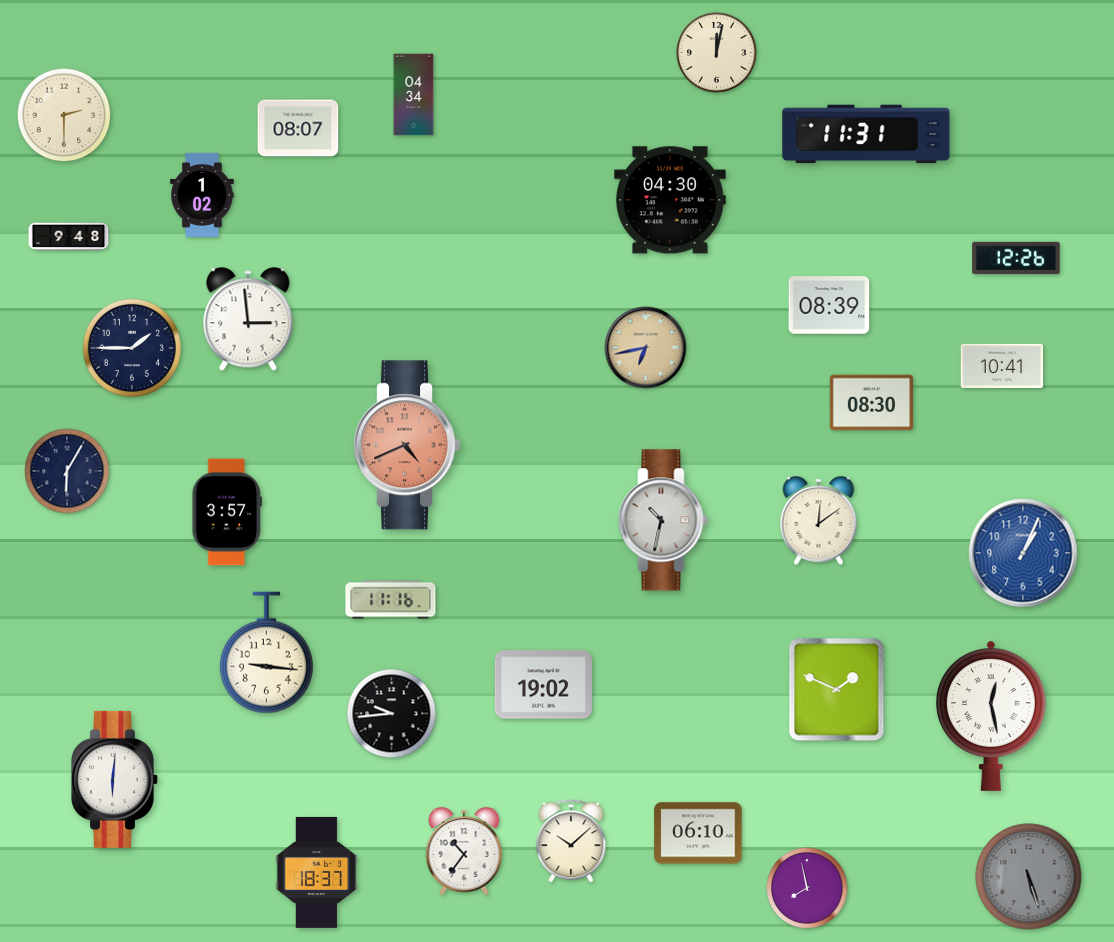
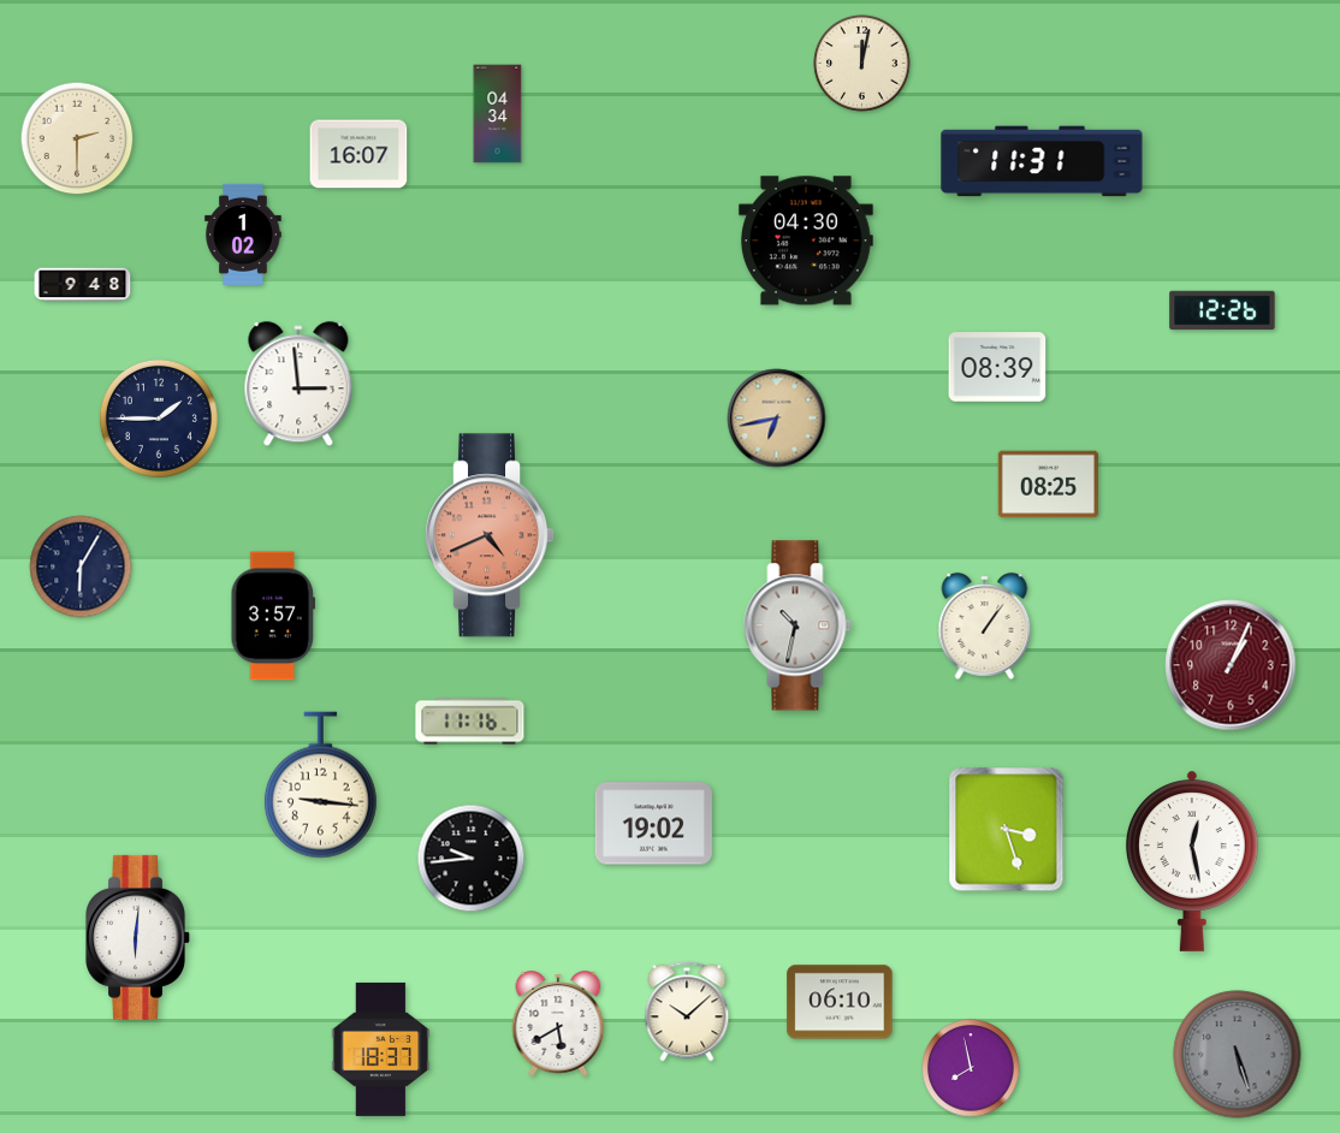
clock at (298, 128): 08:07 -> 16:07
clock at (1002, 365): 10:41 -> none
clock at (871, 403): 08:30 -> 08:25
clock at (819, 520): 12:09 -> 1:06
clock at (1023, 553) dial: blue -> burgundy
clock at (837, 690): 1:49 -> 3:27
clock at (464, 851): 10:36 -> 5:40
